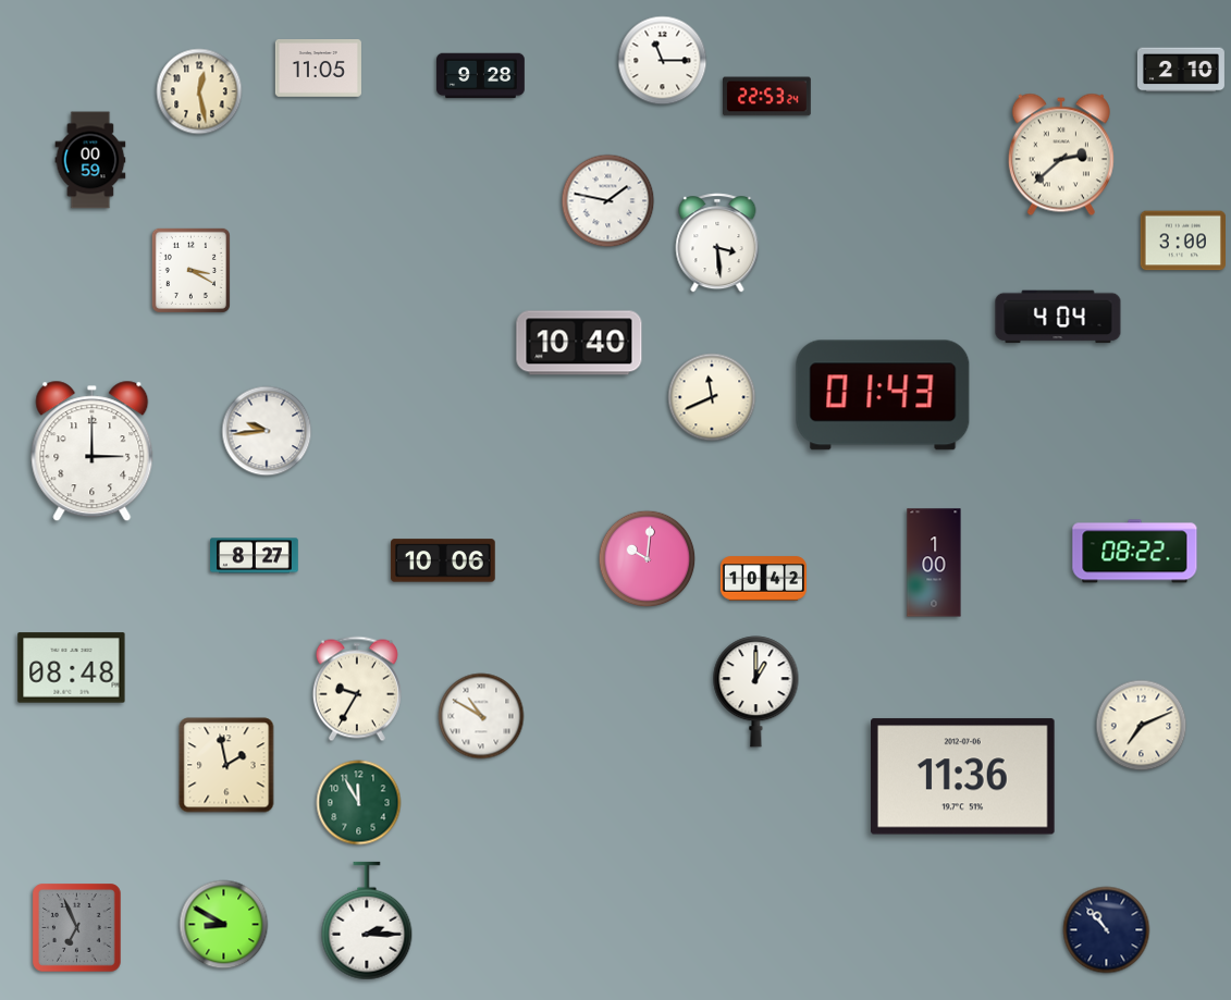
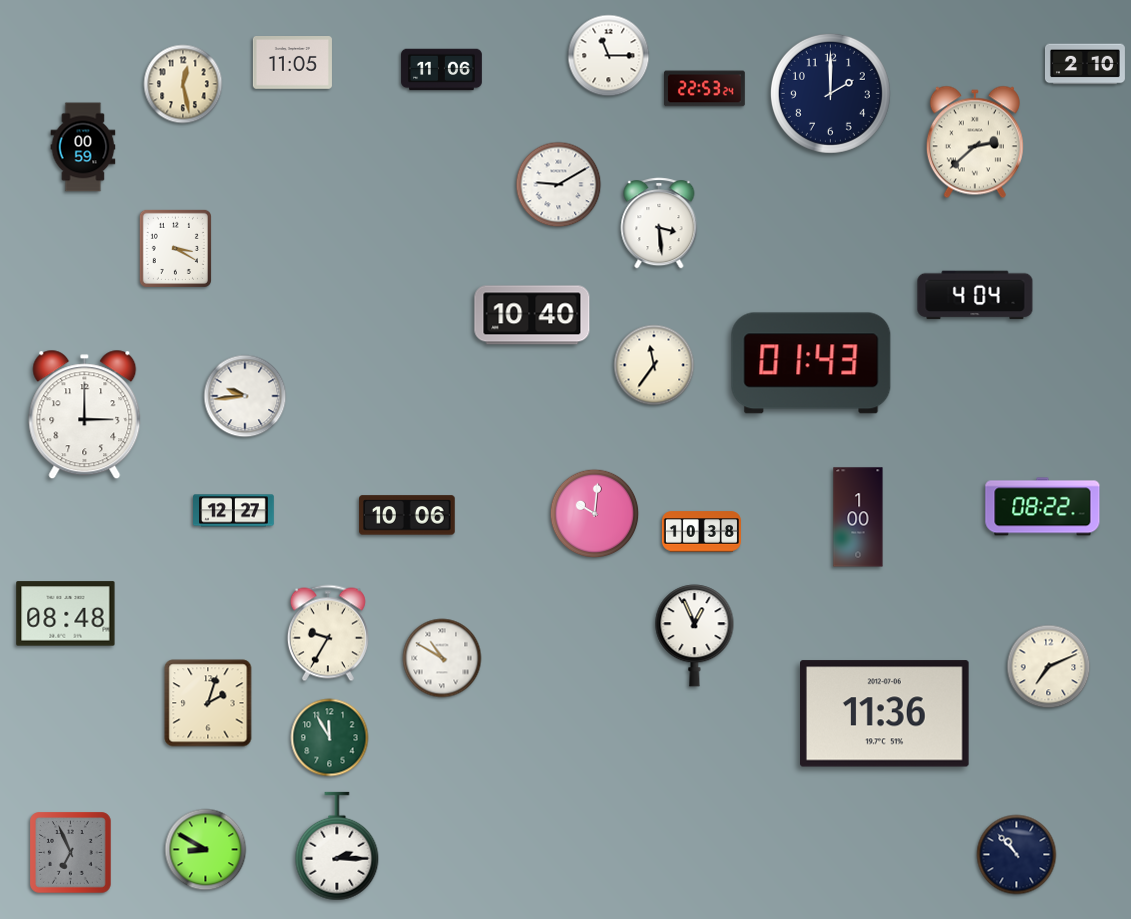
clock at (481, 76): 9:28 -> 11:06
clock at (830, 93): none -> 2:00
clock at (608, 201): 1:47 -> 9:10
clock at (1182, 240): 3:00 -> none
clock at (1058, 317) position: (1058, 317) -> (975, 295)
clock at (712, 397): 11:41 -> 11:36
clock at (255, 556): 8:27 -> 12:27
clock at (763, 579): 10:42 -> 10:38
clock at (756, 692): 1:00 -> 12:56
clock at (226, 765): 1:58 -> 2:03
